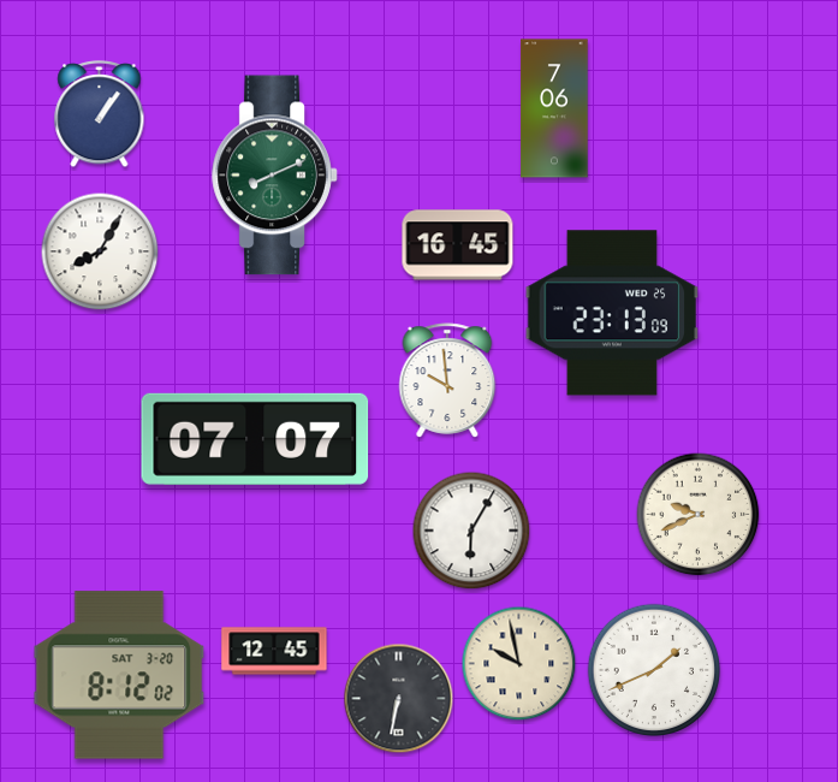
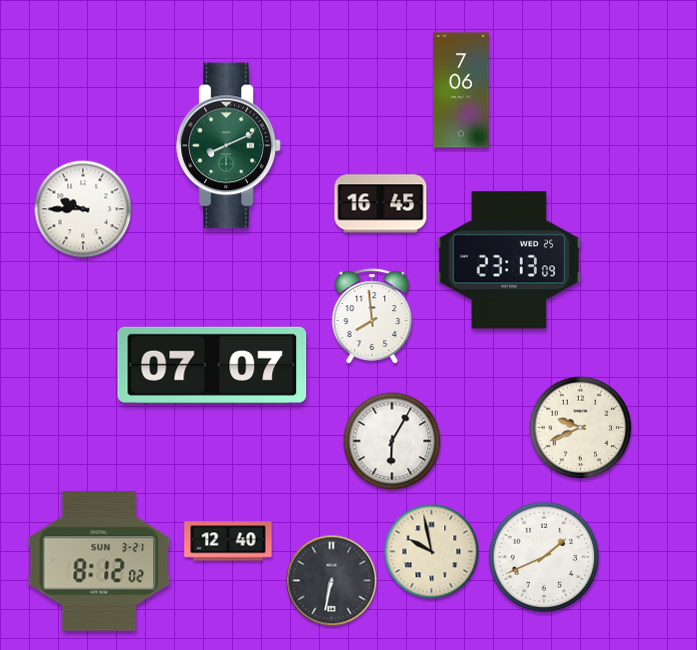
clock at (100, 115): 1:06 -> none
clock at (100, 251): 8:05 -> 9:45
clock at (447, 380): 9:59 -> 7:59
clock at (274, 651): 12:45 -> 12:40
clock at (119, 675) date: SAT 3-20 -> SUN 3-21
